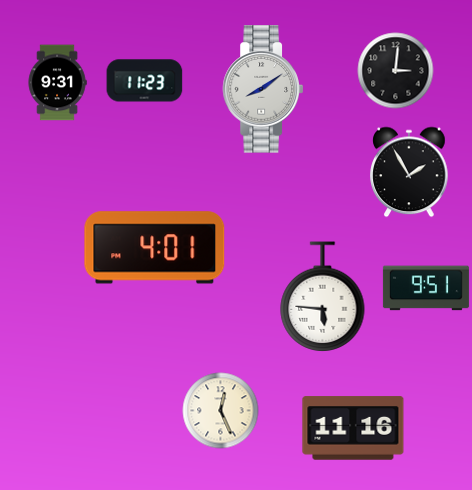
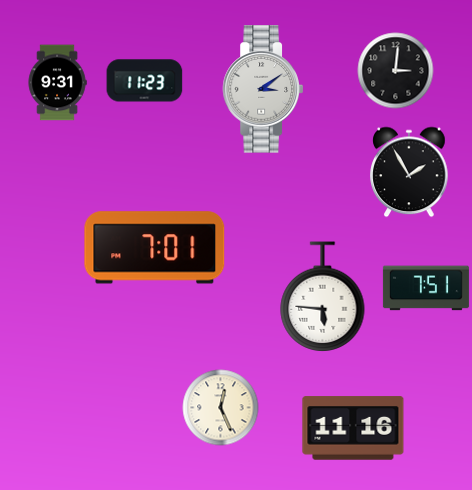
clock at (262, 89): 8:09 -> 3:09
clock at (155, 248): 4:01 -> 7:01
clock at (426, 288): 9:51 -> 7:51
clock at (221, 411) position: (221, 411) -> (221, 408)
